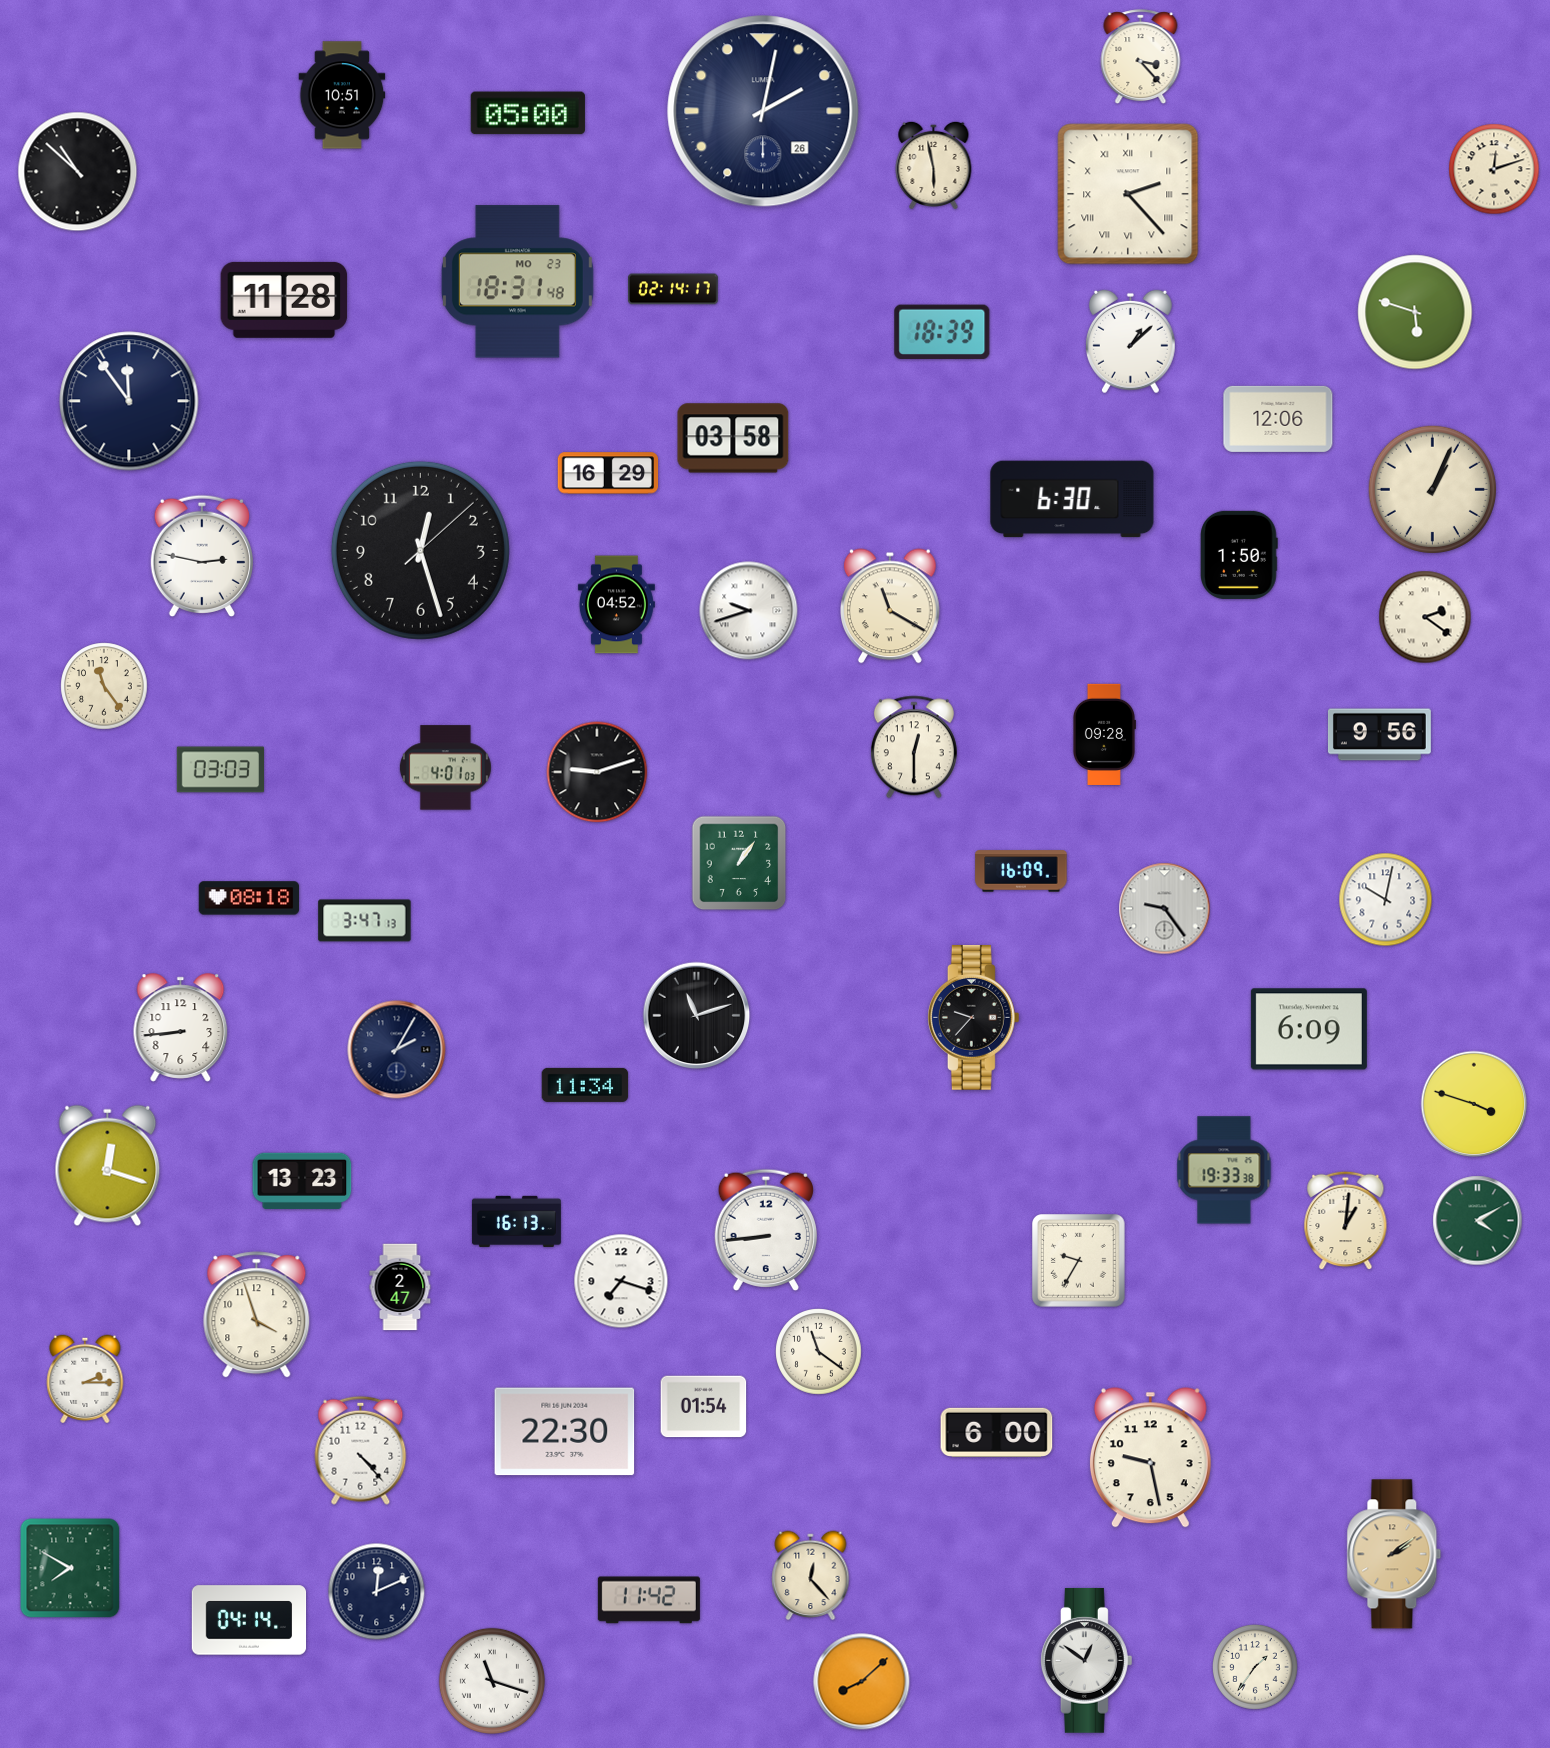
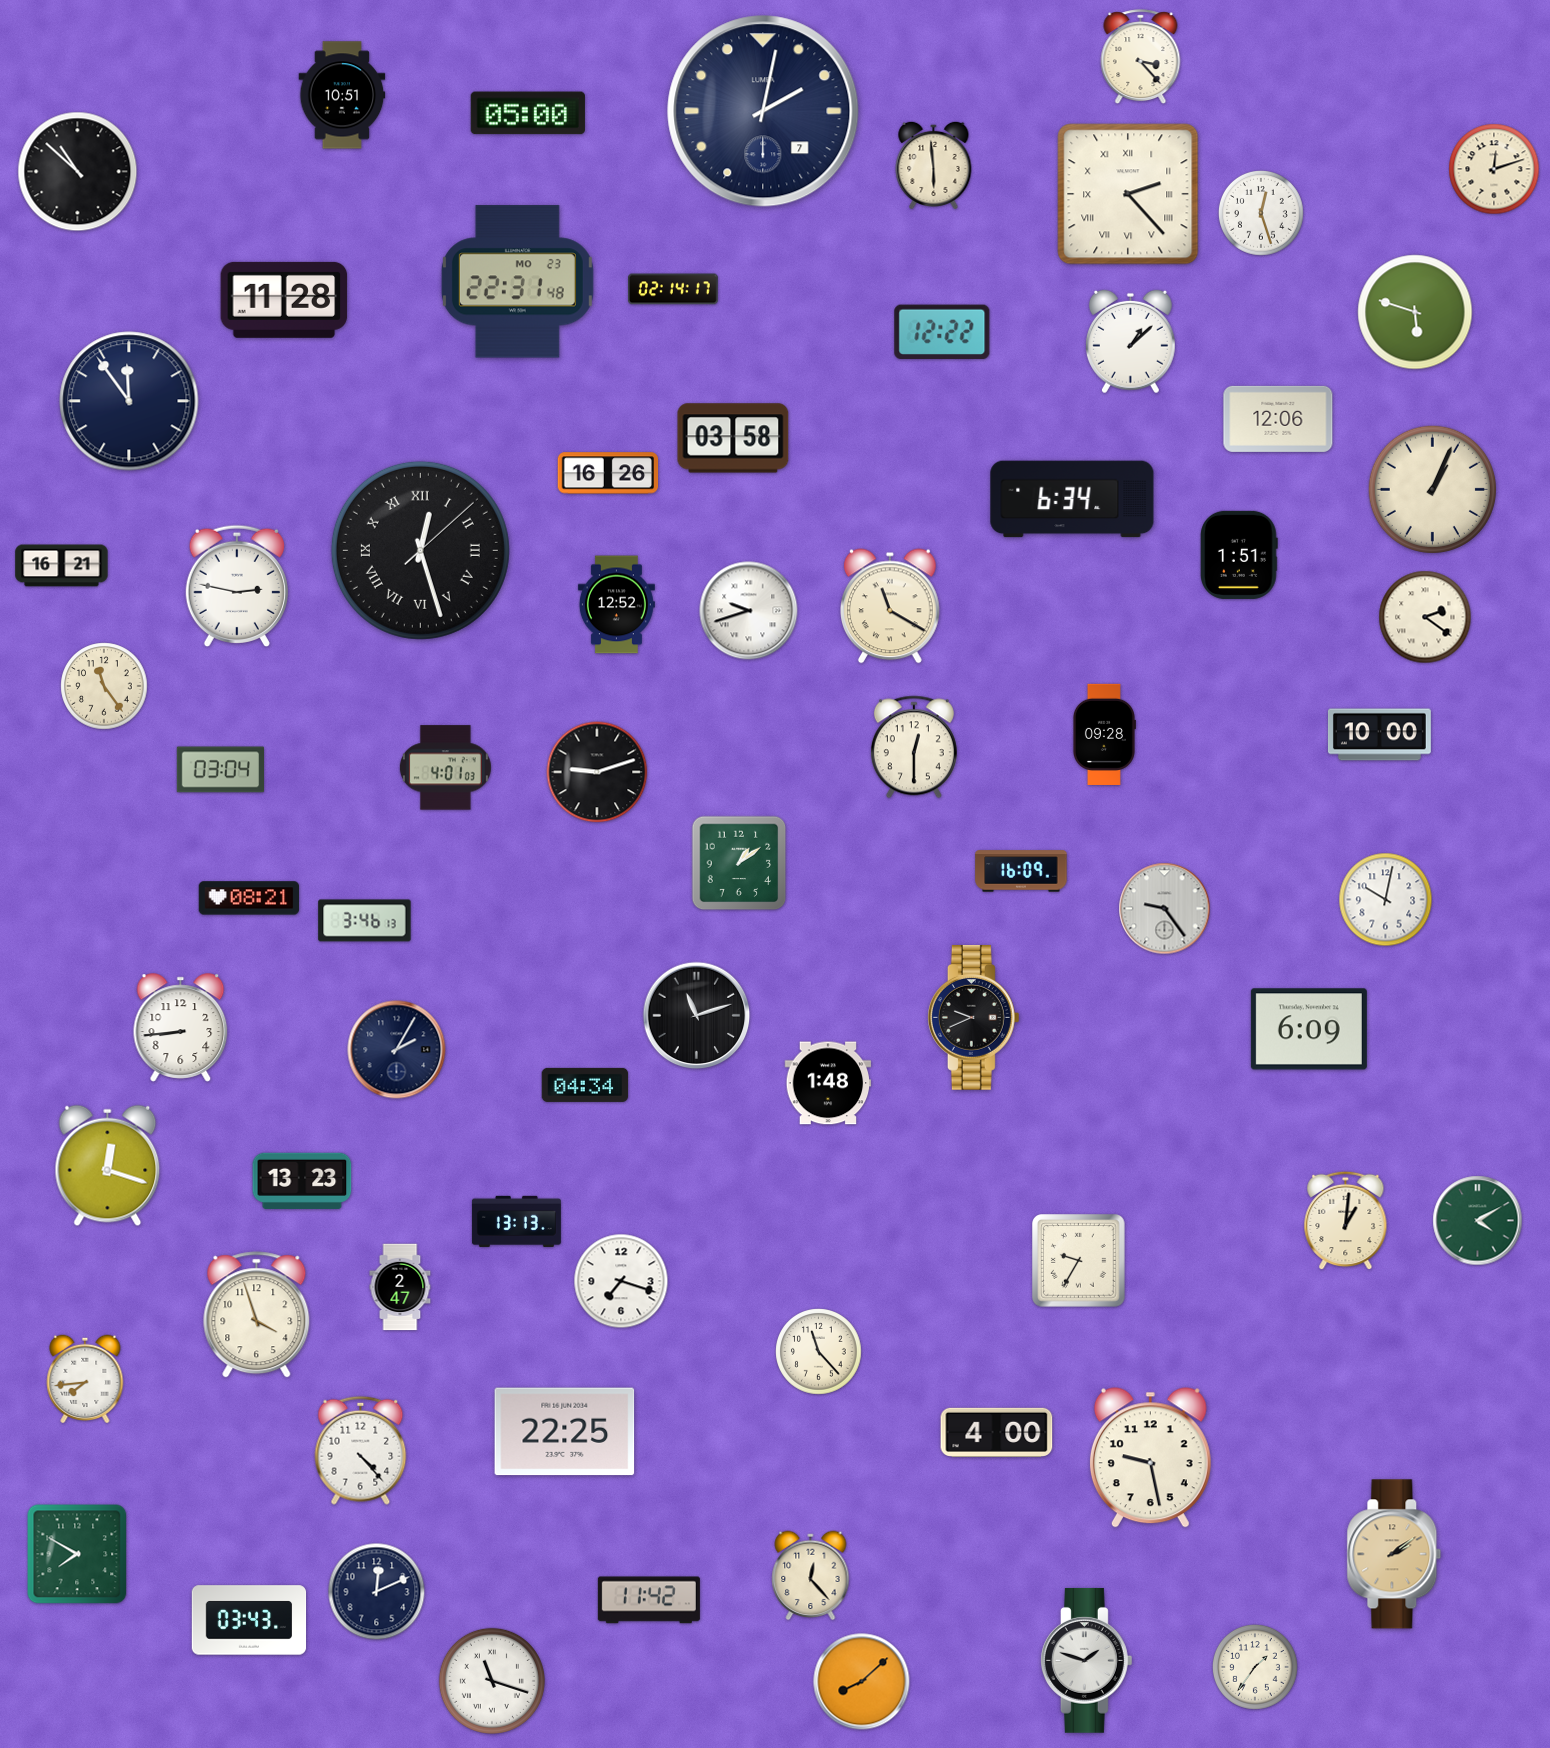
clock at (763, 111) date: 26 -> 7
clock at (934, 164): 5:58 -> 5:59
clock at (1262, 214): none -> 12:27
clock at (517, 282): 18:31 -> 22:31
clock at (942, 331): 18:39 -> 12:22
clock at (608, 473): 16:29 -> 16:26
clock at (1072, 499): 6:30 -> 6:34
clock at (420, 550) numerals: Arabic -> Roman
clock at (202, 555) position: (202, 555) -> (237, 585)
clock at (1239, 555): 1:50 -> 1:51
clock at (62, 566): none -> 16:21
clock at (616, 605): 04:52 -> 12:52
clock at (1379, 735): 9:56 -> 10:00
clock at (220, 770): 03:03 -> 03:04
clock at (739, 863): 1:06 -> 1:09
clock at (249, 898): 08:18 -> 08:21
clock at (365, 921): 3:47 -> 3:46
clock at (973, 1018): 9:37 -> 9:41
clock at (828, 1083): none -> 1:48
clock at (585, 1085): 11:34 -> 04:34
clock at (1474, 1104): 3:48 -> none
clock at (1224, 1170): 19:33 -> none
clock at (516, 1221): 16:13 -> 13:13
clock at (766, 1229): 8:44 -> none
clock at (819, 1352): 11:21 -> 11:23
clock at (85, 1379): 2:15 -> 7:44
clock at (704, 1407): 01:54 -> none
clock at (565, 1432): 22:30 -> 22:25
clock at (997, 1432): 6:00 -> 4:00
clock at (70, 1568) position: (70, 1568) -> (77, 1554)
clock at (249, 1620): 04:14 -> 03:43
clock at (1086, 1661): 12:51 -> 1:48
